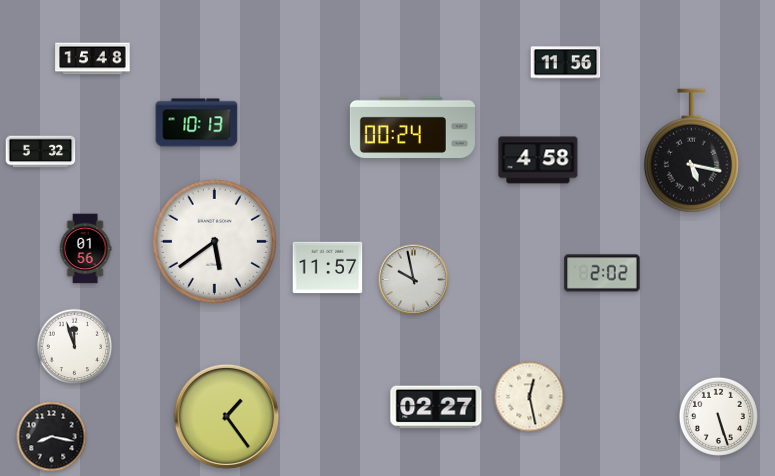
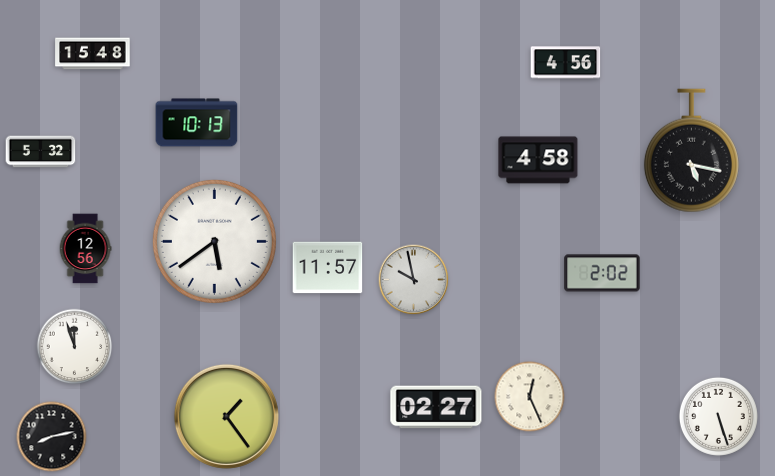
clock at (93, 59) position: (93, 59) -> (93, 54)
clock at (566, 63): 11:56 -> 4:56
clock at (412, 127): 00:24 -> none
clock at (85, 249): 01:56 -> 12:56
clock at (530, 397): 12:28 -> 12:26
clock at (52, 437): 8:17 -> 8:13
